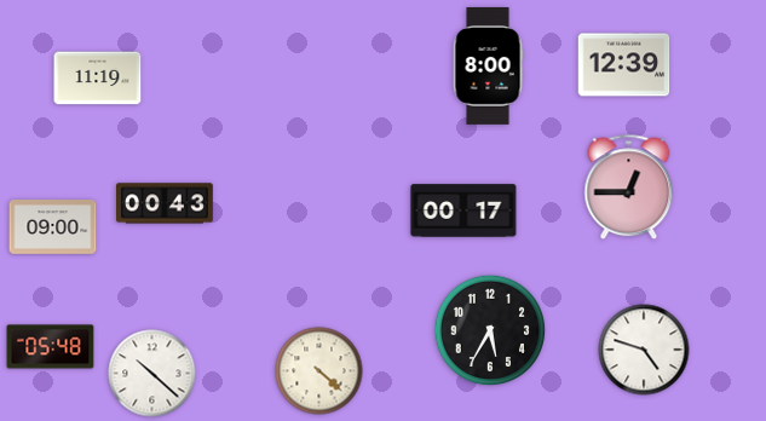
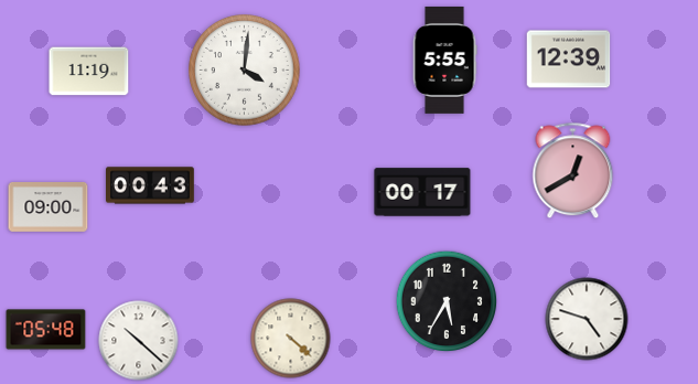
clock at (488, 65): 8:00 -> 5:55
clock at (245, 71): none -> 4:01
clock at (629, 188): 12:45 -> 12:40
clock at (51, 347) position: (51, 347) -> (46, 330)
